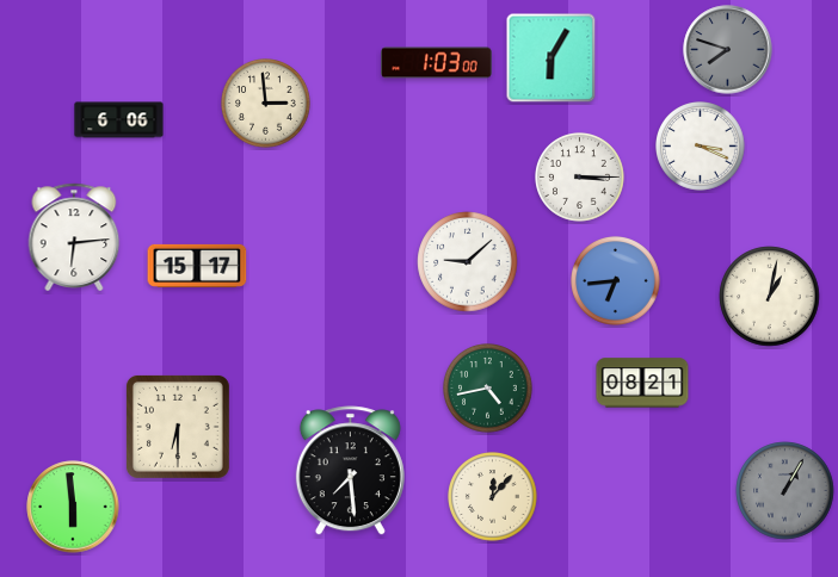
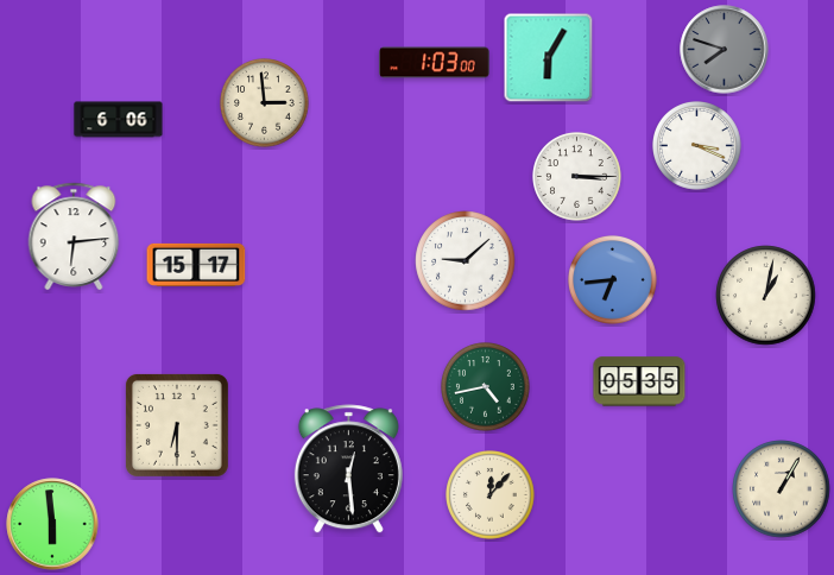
clock at (642, 383): 08:21 -> 05:35
clock at (350, 471): 7:29 -> 12:29
clock at (785, 491) dial: grey -> cream
clock at (73, 507) position: (73, 507) -> (52, 524)
